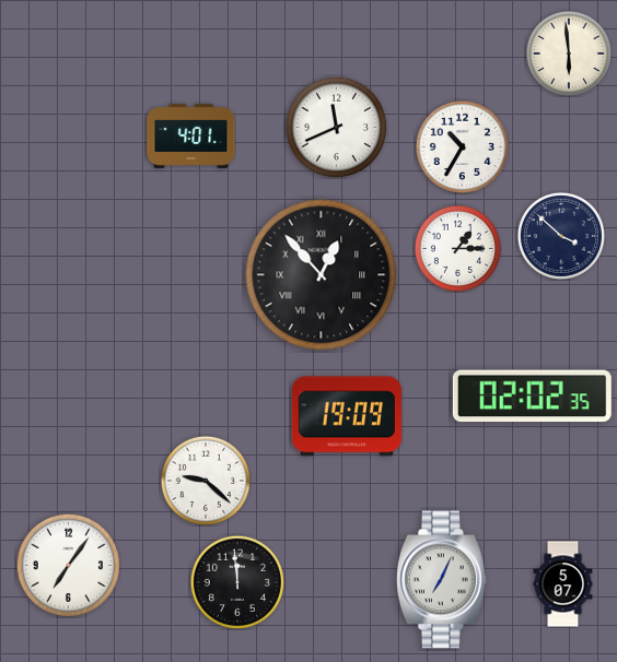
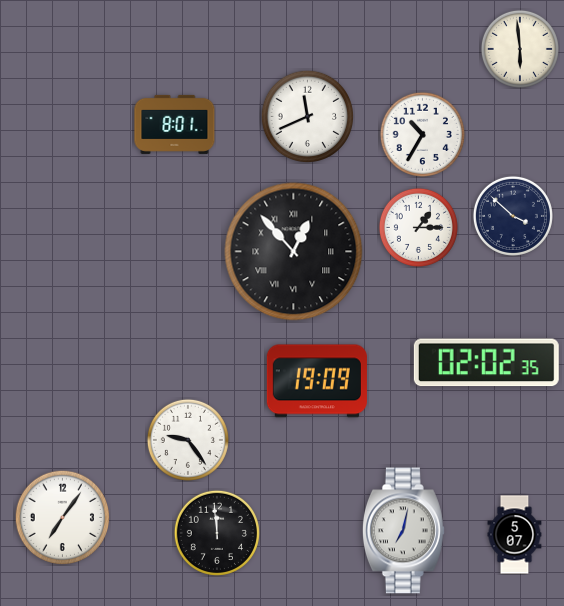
clock at (191, 135): 4:01 -> 8:01
clock at (206, 481): 9:22 -> 9:24
clock at (441, 580): 7:04 -> 7:02
